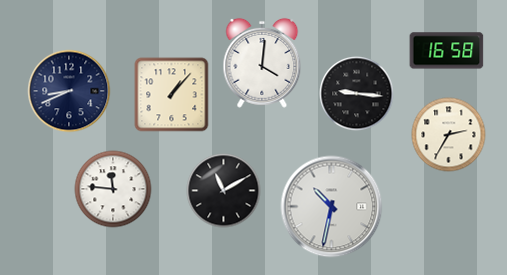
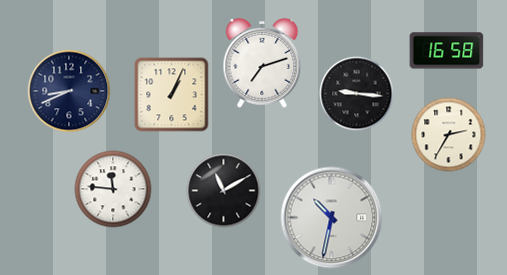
clock at (262, 63): 4:01 -> 7:12
clock at (172, 95): 1:07 -> 1:04
clock at (332, 207) position: (332, 207) -> (332, 218)
